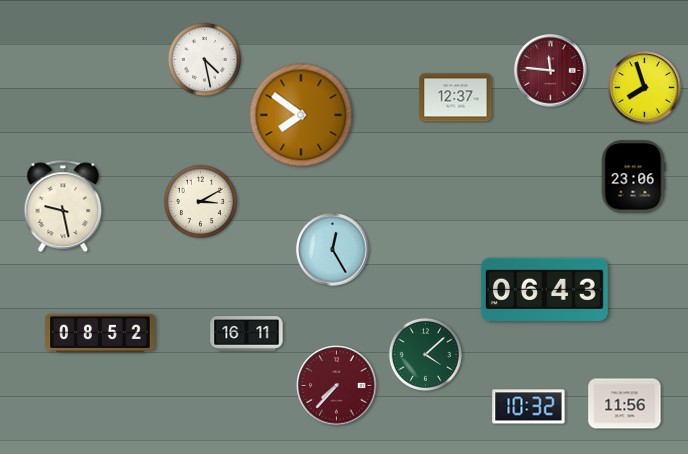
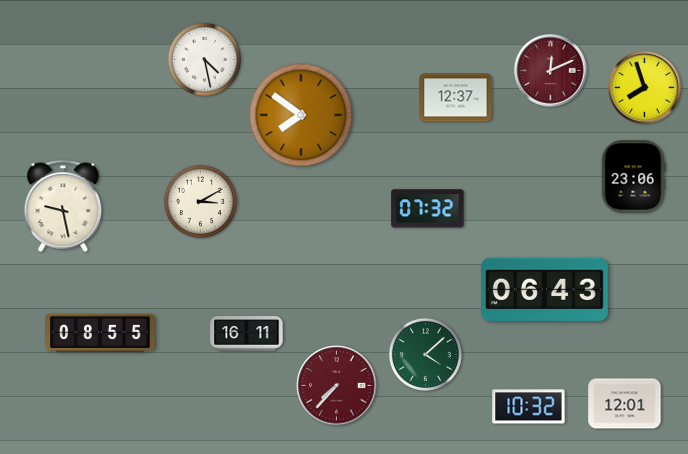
clock at (551, 71): 11:46 -> 12:11
clock at (428, 209): none -> 07:32
clock at (333, 250): 12:25 -> none
clock at (100, 332): 08:52 -> 08:55
clock at (625, 404): 11:56 -> 12:01
